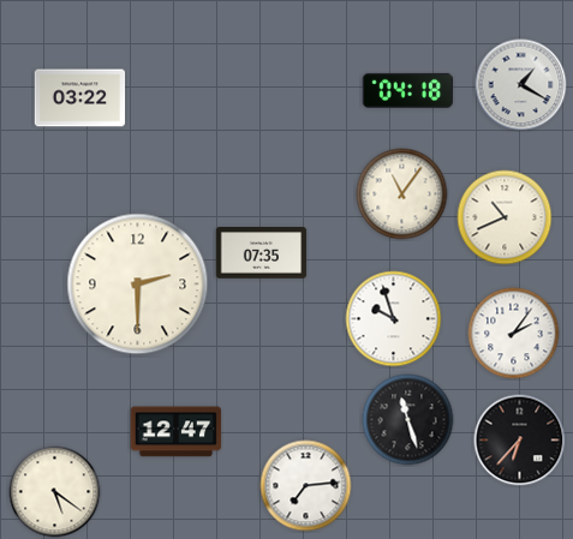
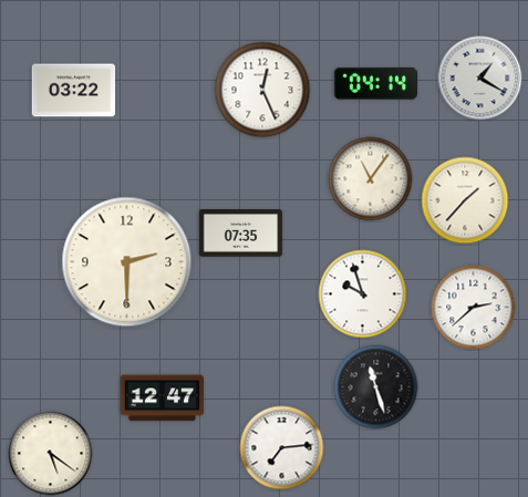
clock at (408, 90): 04:18 -> 04:14
clock at (262, 90): none -> 12:26
clock at (505, 217): 10:41 -> 1:37
clock at (514, 334): 2:06 -> 2:38
clock at (520, 441): 6:37 -> none
